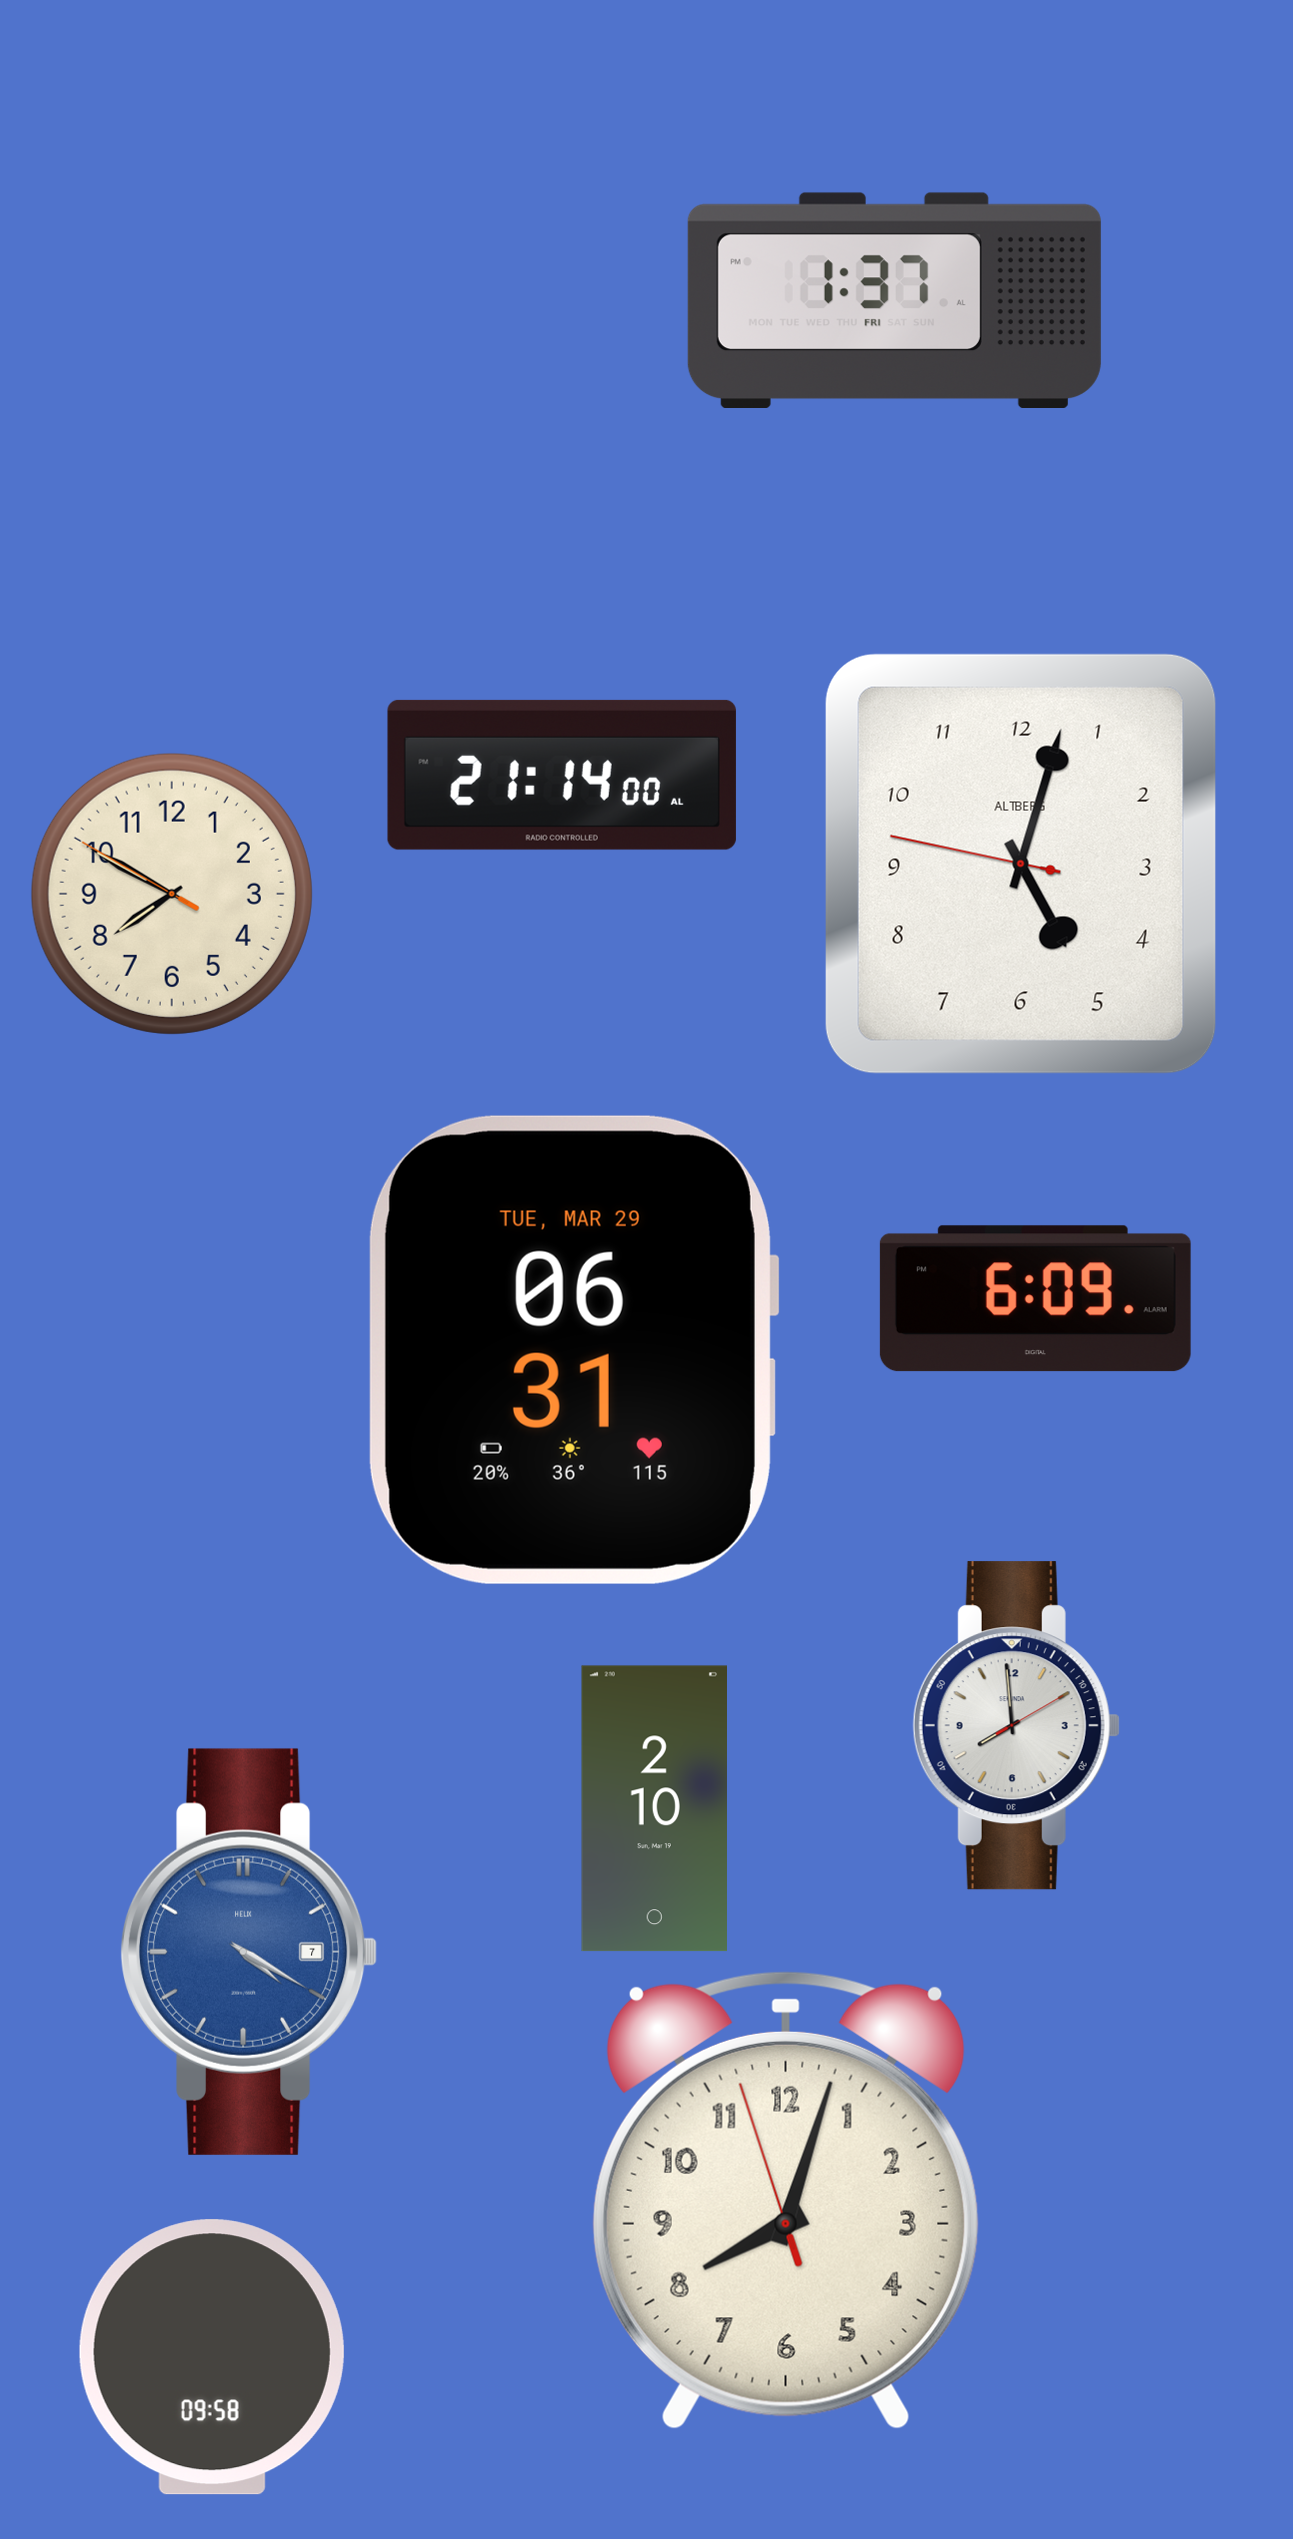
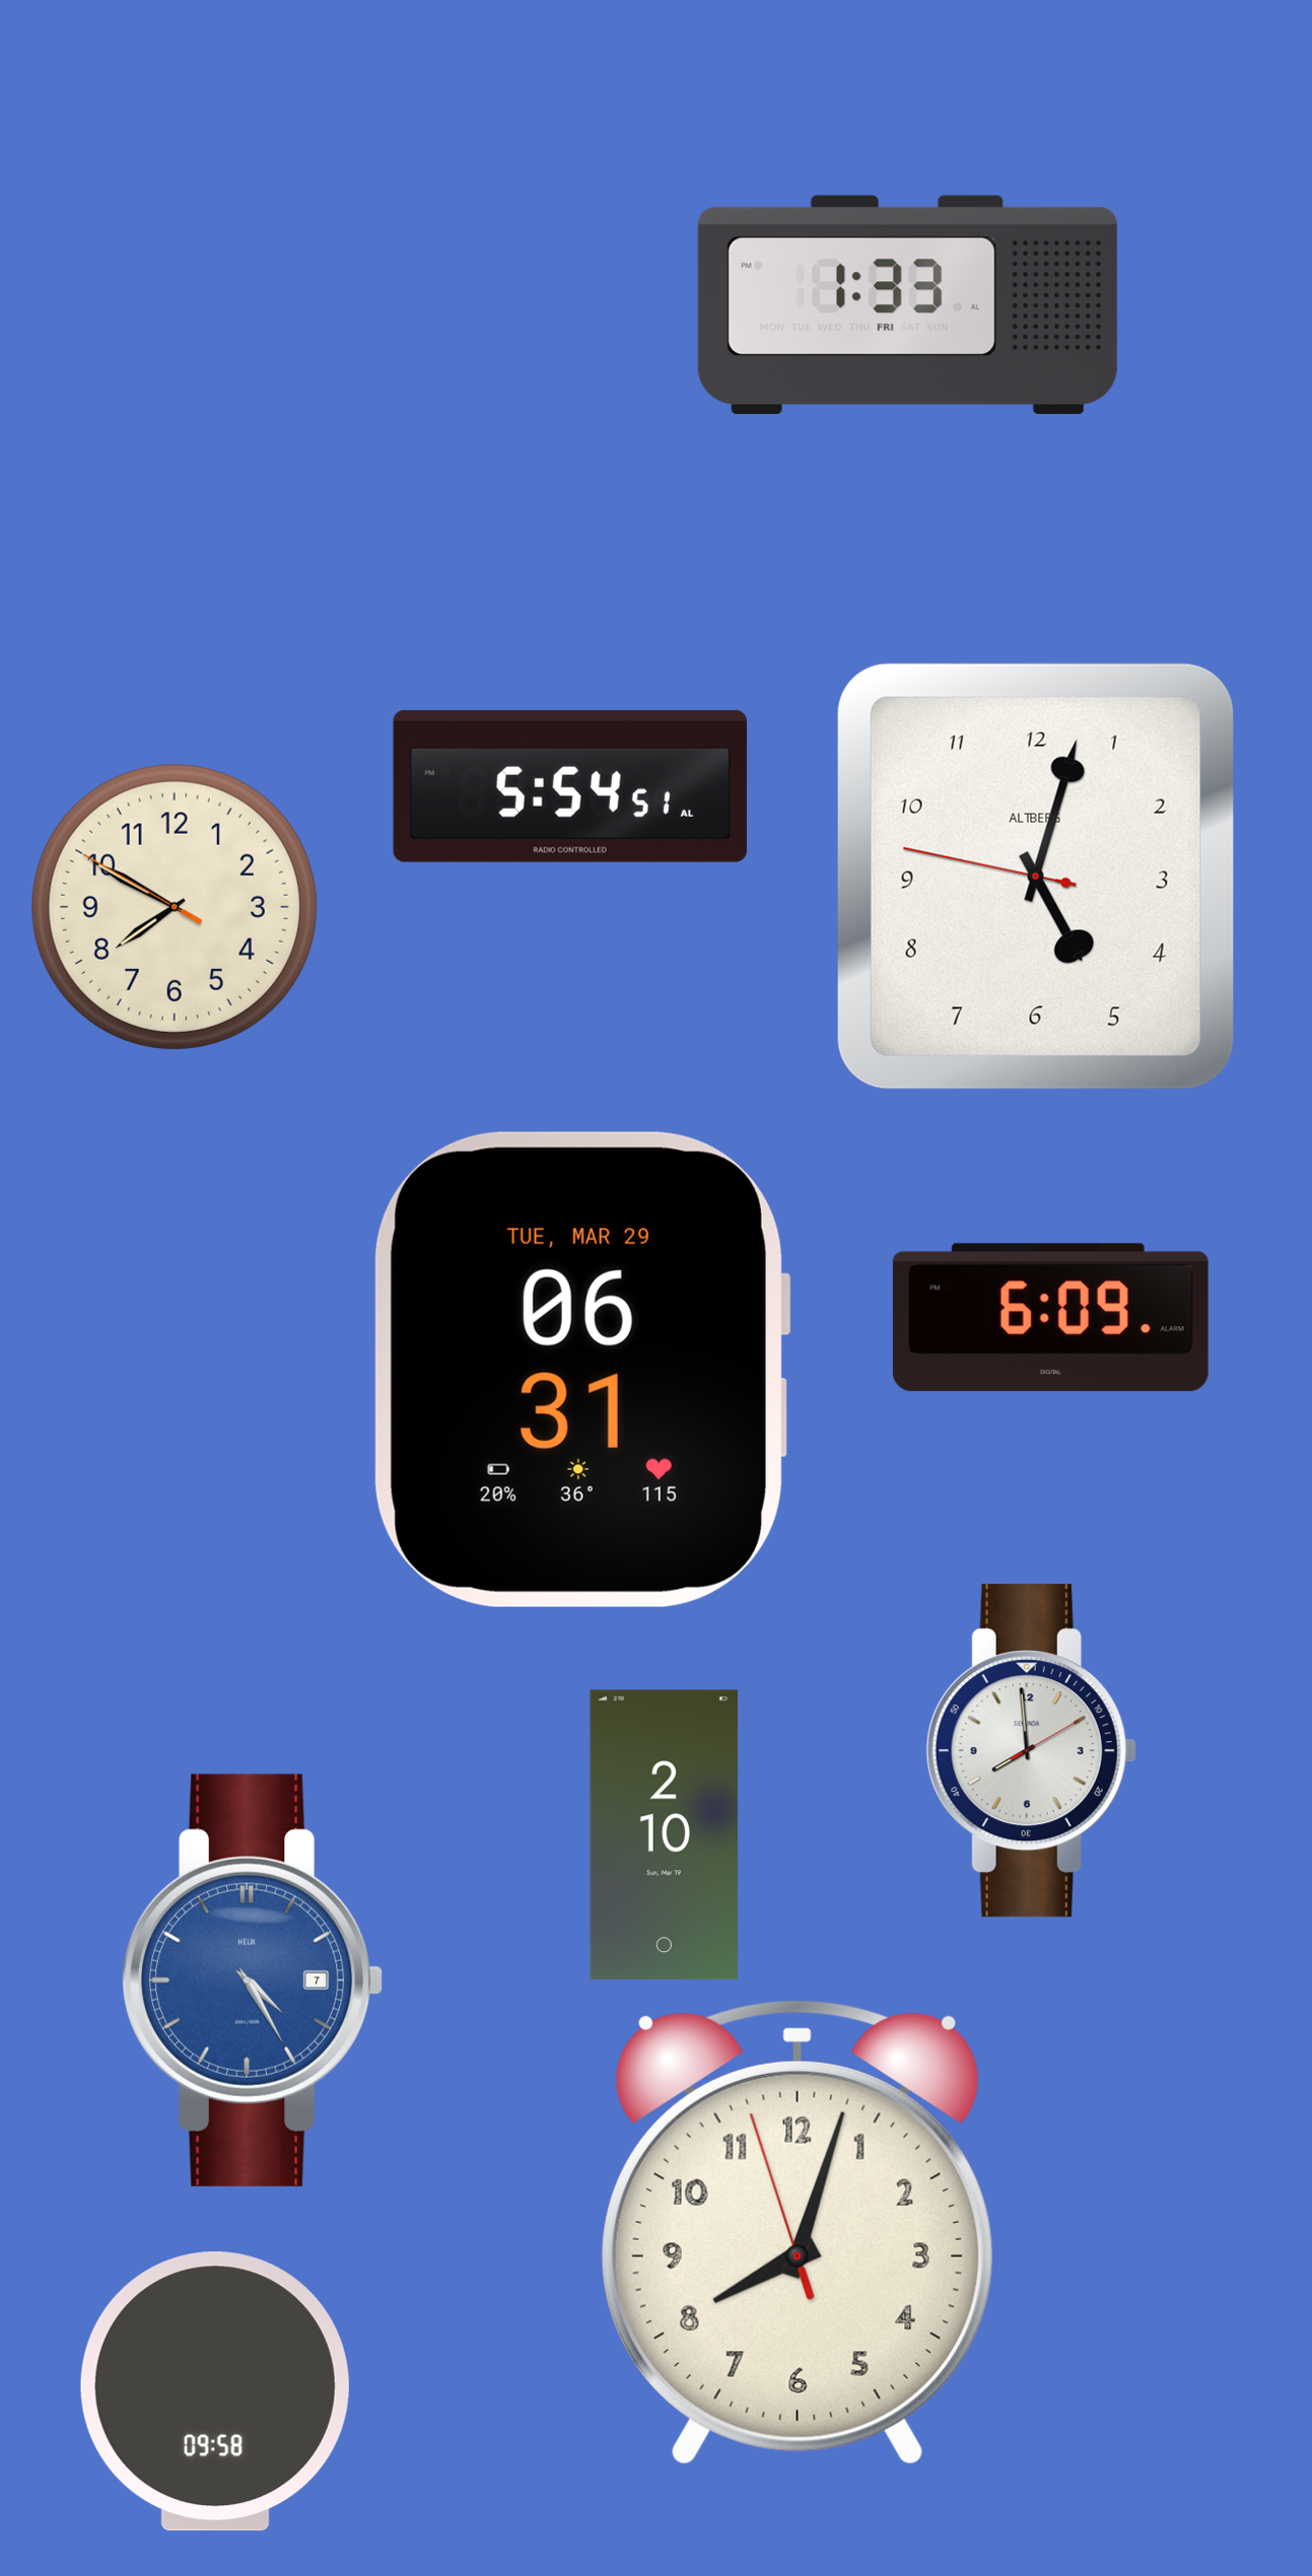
clock at (894, 300): 1:37 -> 1:33
clock at (562, 775): 21:14 -> 5:54
clock at (249, 1952): 4:20 -> 4:25
